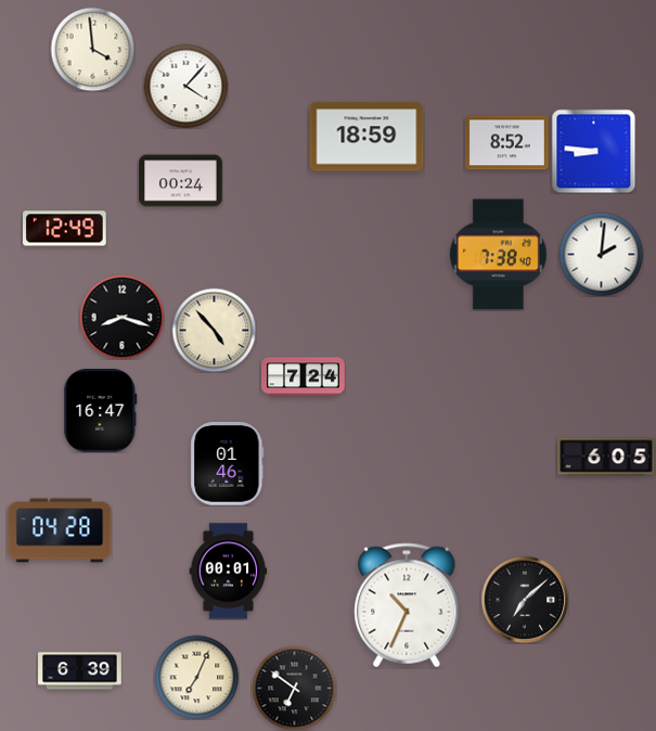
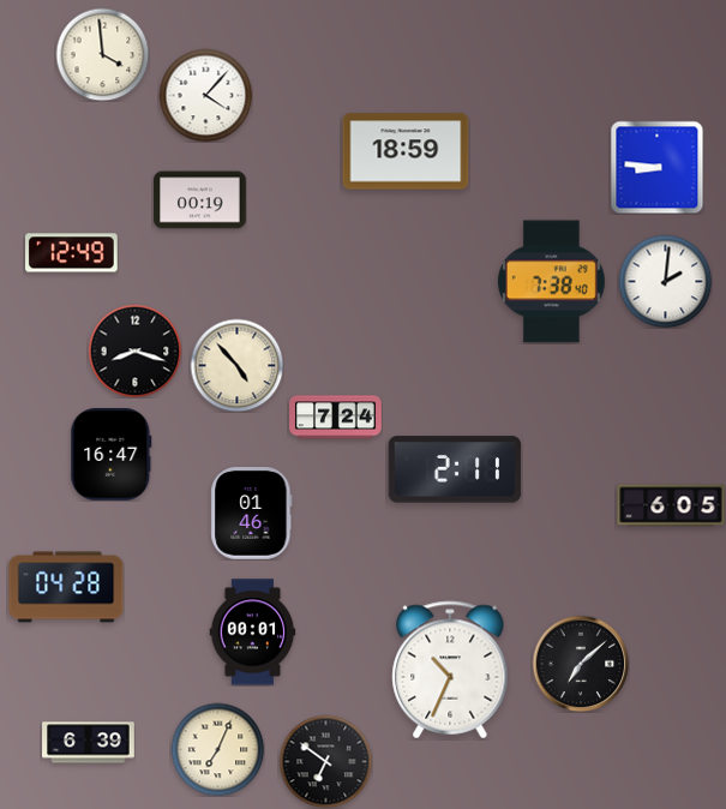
clock at (507, 143): 8:52 -> none
clock at (181, 181): 00:24 -> 00:19
clock at (455, 469): none -> 2:11
